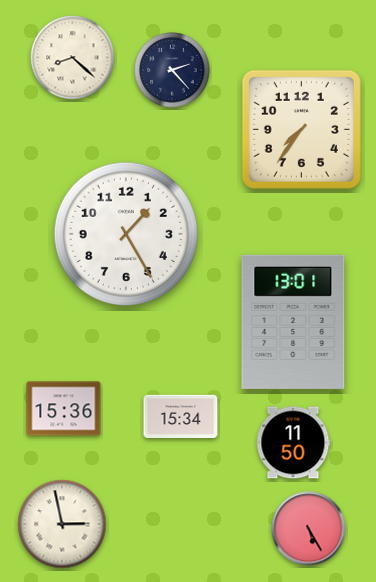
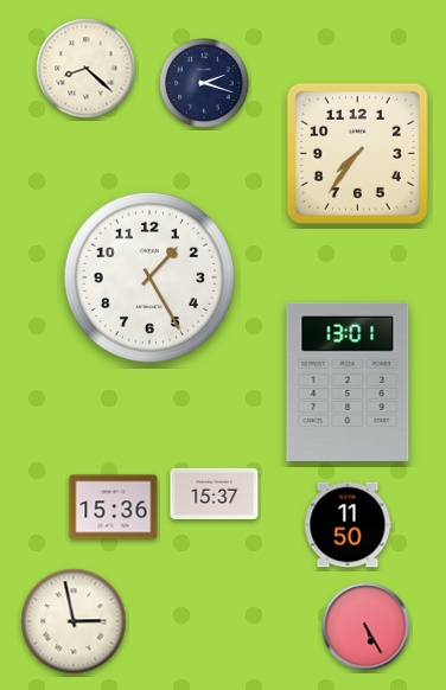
clock at (172, 70): 2:23 -> 2:18
clock at (64, 409) position: (64, 409) -> (114, 507)
clock at (181, 417): 15:34 -> 15:37
